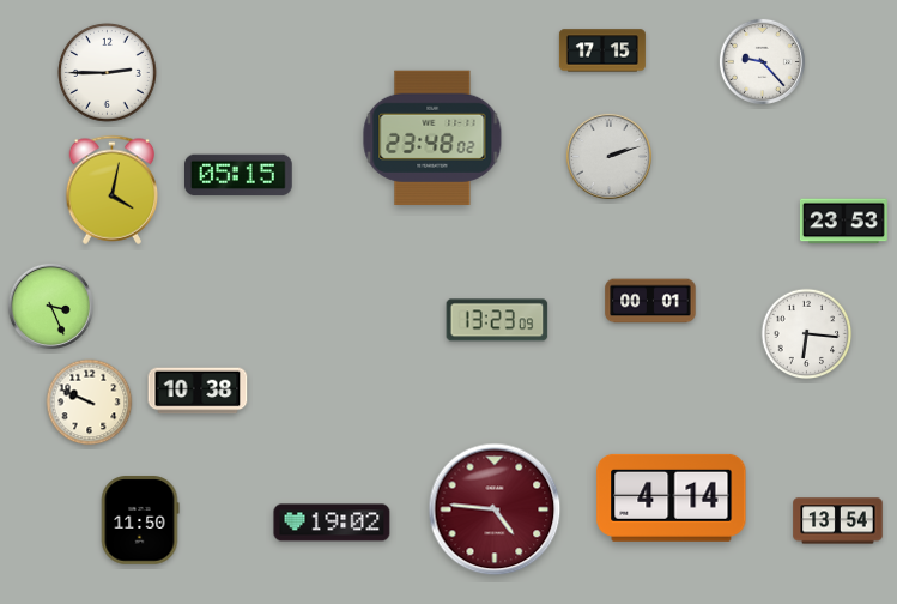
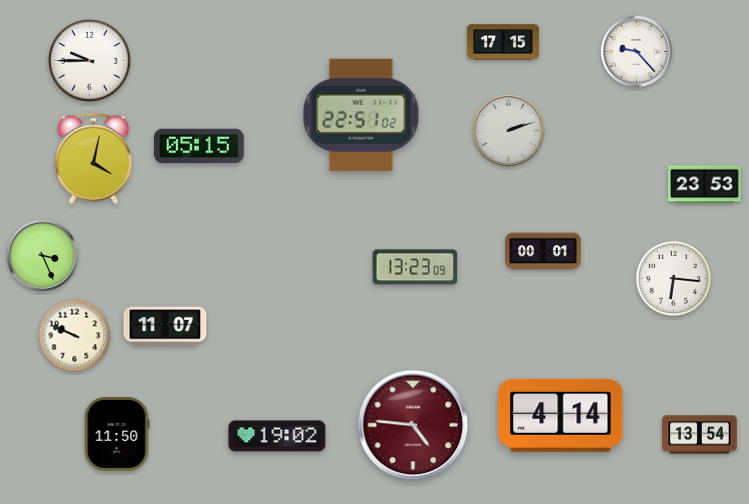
clock at (108, 73): 2:45 -> 9:45
clock at (432, 137): 23:48 -> 22:51
clock at (198, 391): 10:38 -> 11:07
